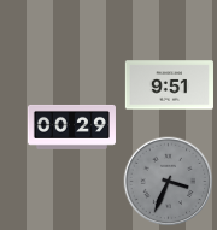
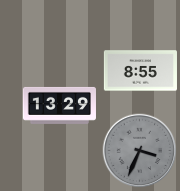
clock at (169, 85): 9:51 -> 8:55
clock at (71, 126): 00:29 -> 13:29
